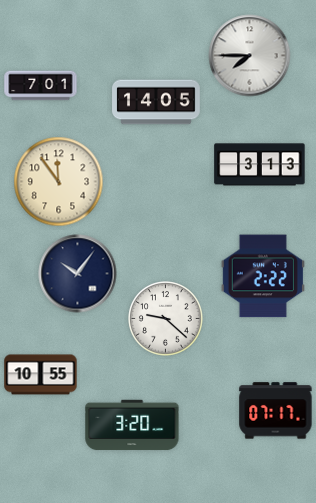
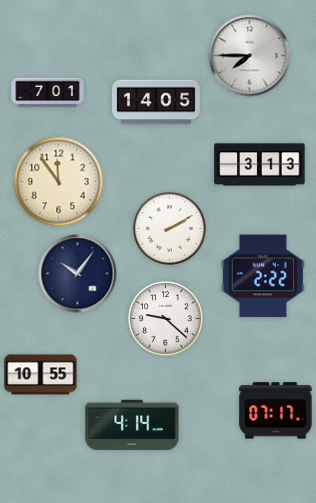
clock at (41, 86) position: (41, 86) -> (48, 93)
clock at (169, 228): none -> 2:10
clock at (132, 425): 3:20 -> 4:14
